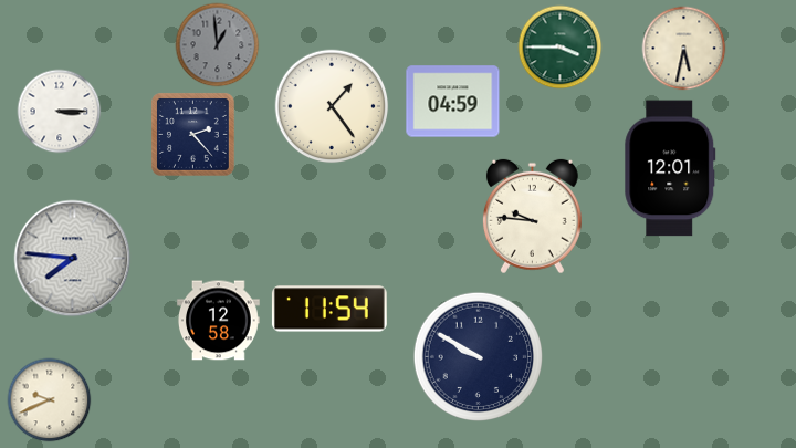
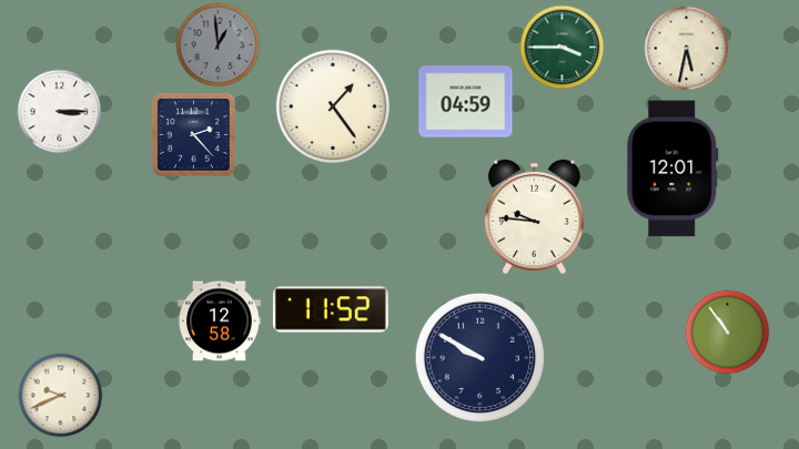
clock at (453, 102) position: (453, 102) -> (466, 102)
clock at (73, 259): 7:46 -> none
clock at (329, 309): 11:54 -> 11:52
clock at (728, 333): none -> 10:54
clock at (50, 400) position: (50, 400) -> (61, 396)
